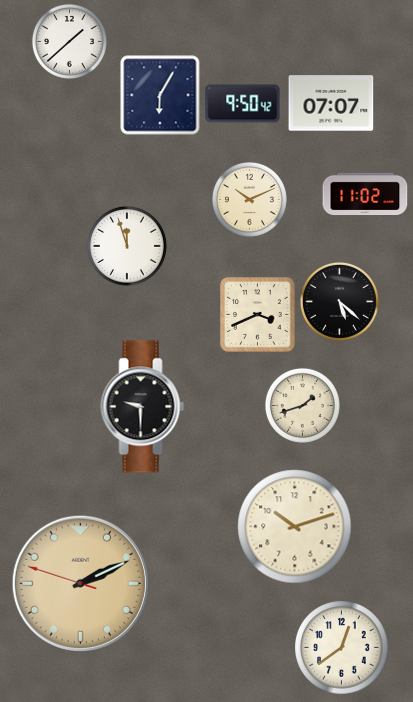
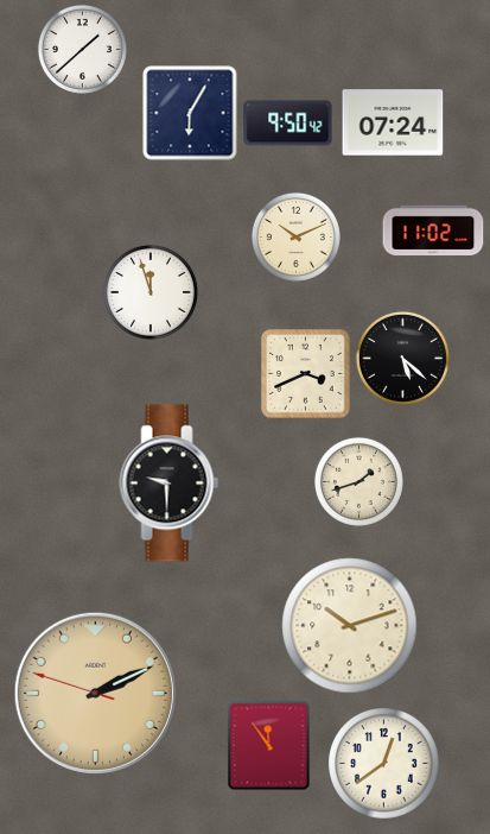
clock at (331, 103): 07:07 -> 07:24
clock at (269, 746): none -> 11:54
clock at (342, 648) position: (342, 648) -> (384, 764)
